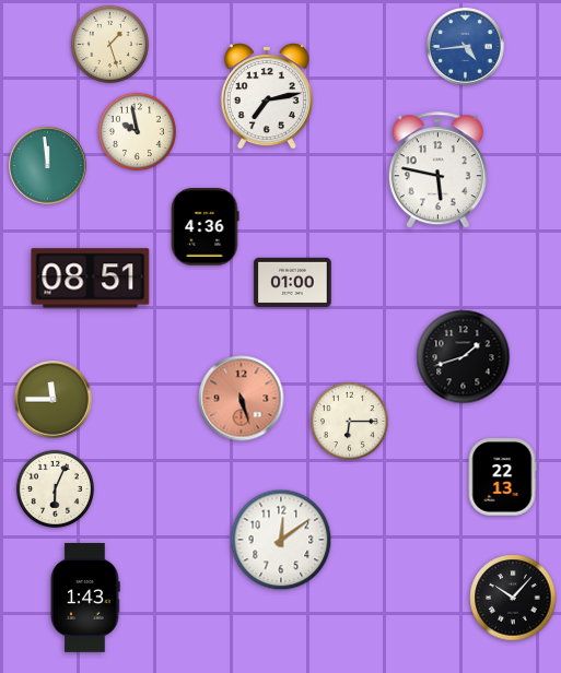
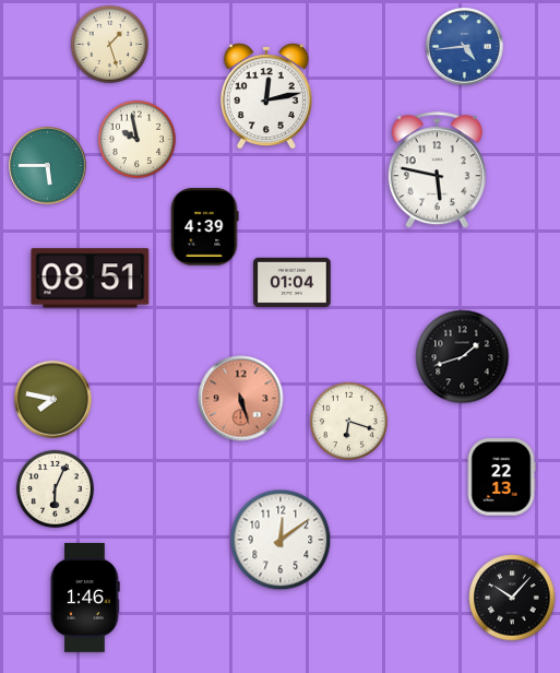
clock at (267, 96): 7:13 -> 12:13
clock at (137, 131) position: (137, 131) -> (136, 139)
clock at (48, 166): 11:59 -> 5:45
clock at (206, 227): 4:36 -> 4:39
clock at (293, 282): 01:00 -> 01:04
clock at (54, 400): 11:45 -> 7:47
clock at (349, 421): 6:15 -> 6:18
clock at (85, 599): 1:43 -> 1:46
